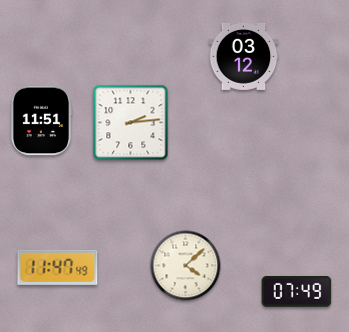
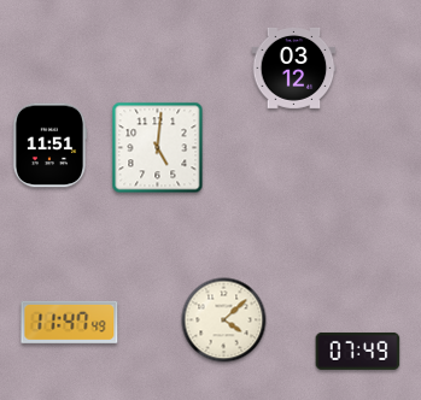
clock at (131, 123): 2:14 -> 5:01
